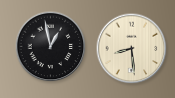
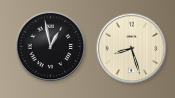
clock at (132, 49): 8:29 -> 8:27
